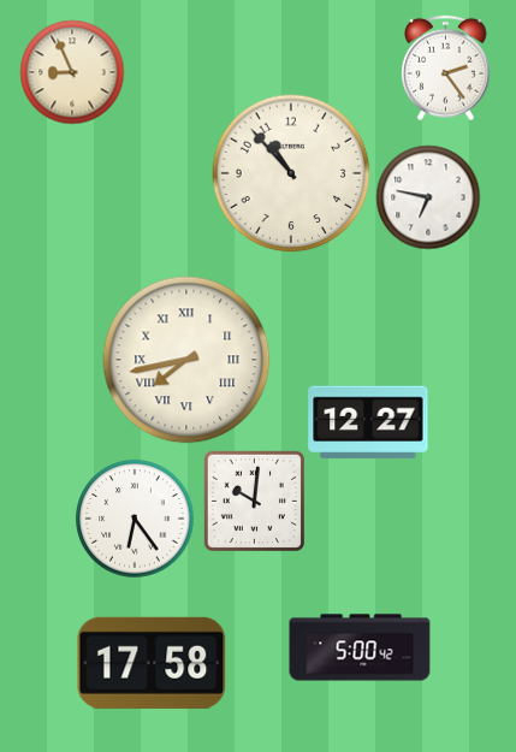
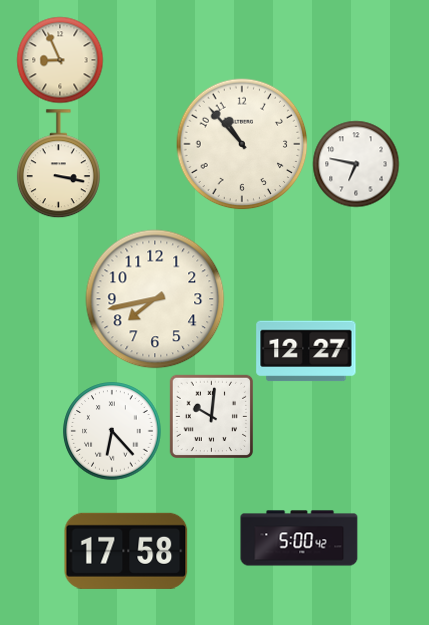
clock at (446, 67): 2:24 -> none
clock at (58, 164): none -> 3:17
clock at (186, 360) numerals: Roman -> Arabic
clock at (135, 519): 6:24 -> 6:23
